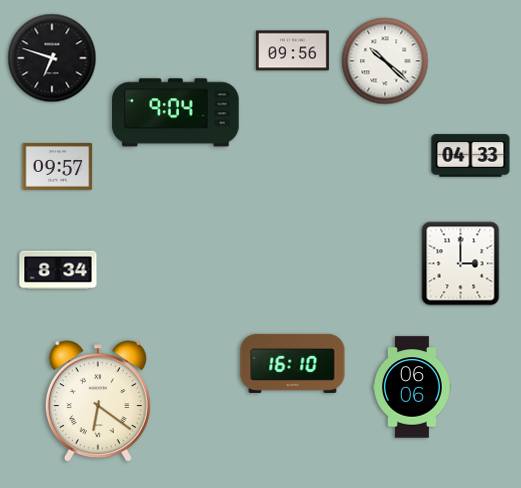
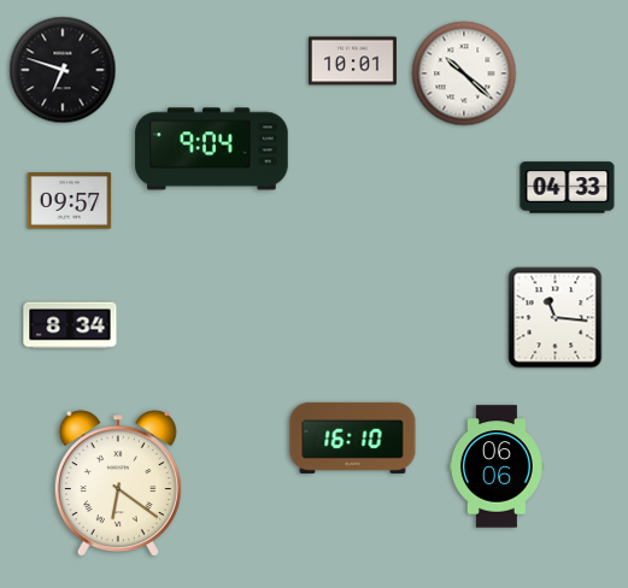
clock at (292, 51): 09:56 -> 10:01
clock at (176, 113) position: (176, 113) -> (212, 149)
clock at (461, 264): 3:00 -> 11:16
